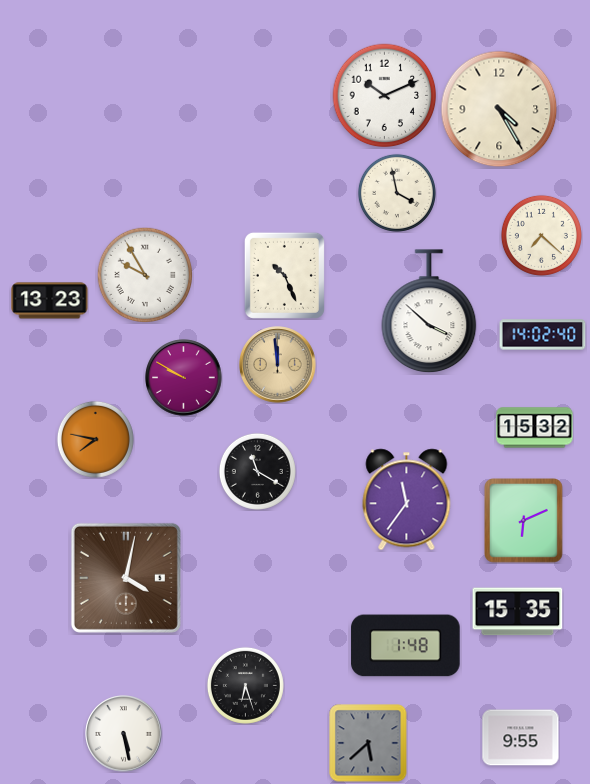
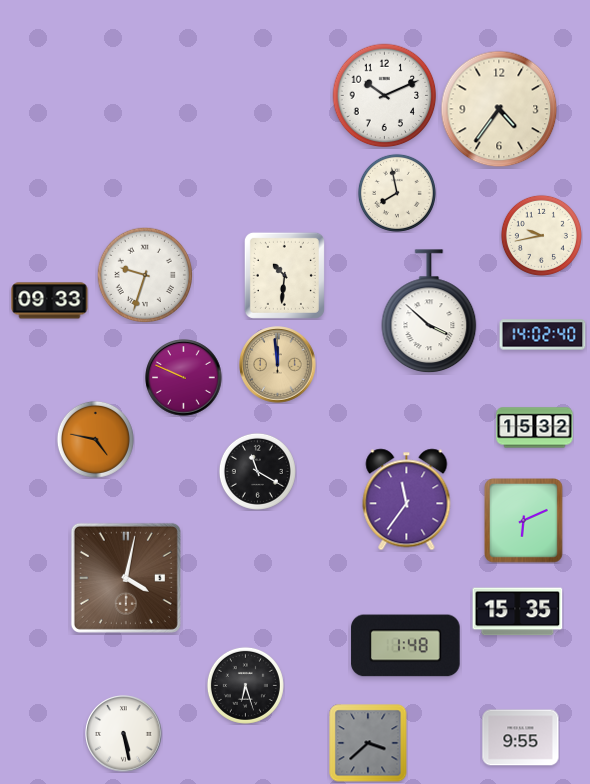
clock at (499, 109): 4:25 -> 4:36
clock at (397, 193): 3:58 -> 7:58
clock at (541, 235): 7:22 -> 9:43
clock at (145, 275): 9:55 -> 9:33
clock at (284, 275): 10:26 -> 10:31
clock at (50, 301): 13:23 -> 09:33
clock at (184, 378): 9:50 -> 9:49
clock at (95, 439): 7:47 -> 4:47
clock at (368, 743): 5:38 -> 3:38
